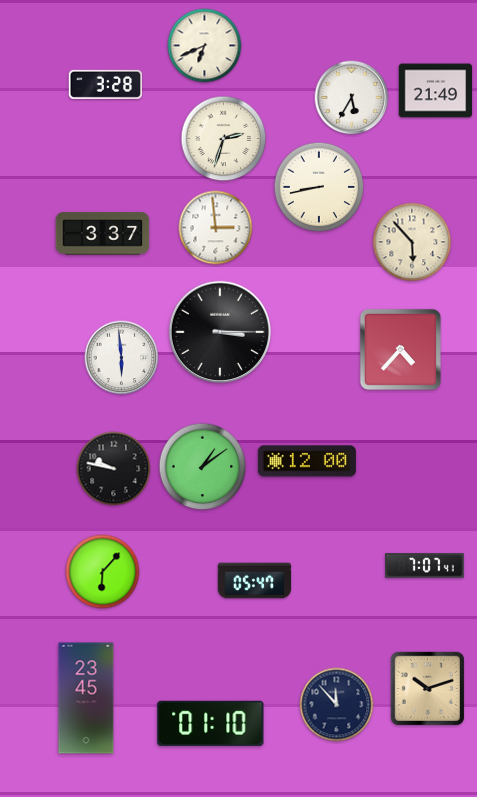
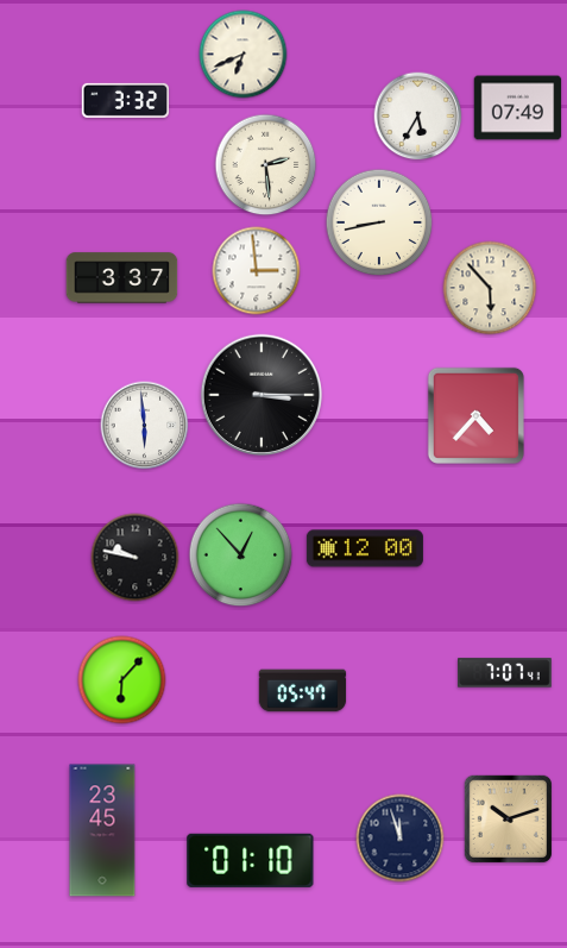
clock at (106, 84): 3:28 -> 3:32
clock at (436, 91): 21:49 -> 07:49
clock at (224, 139): 2:33 -> 2:29
clock at (203, 467): 1:09 -> 12:53
clock at (337, 705): 11:53 -> 11:57
